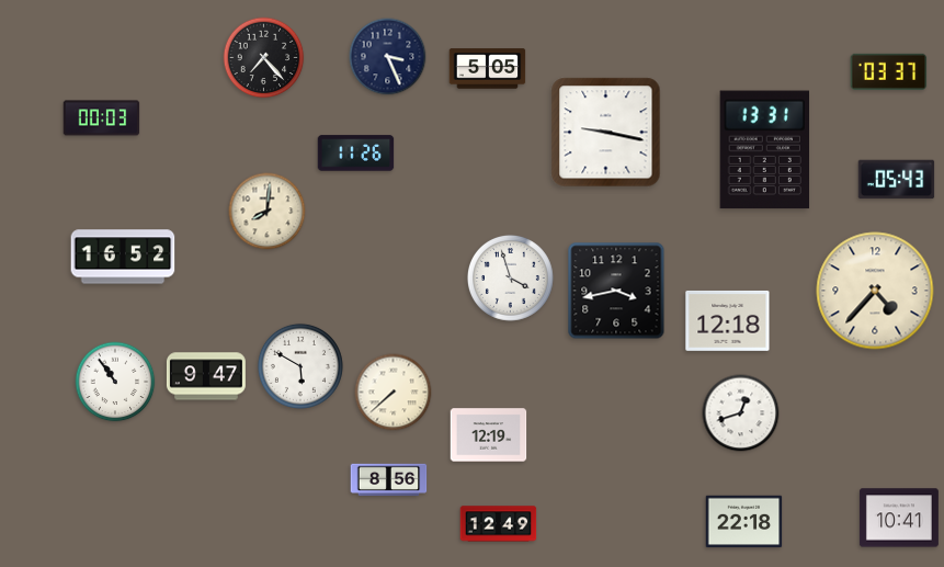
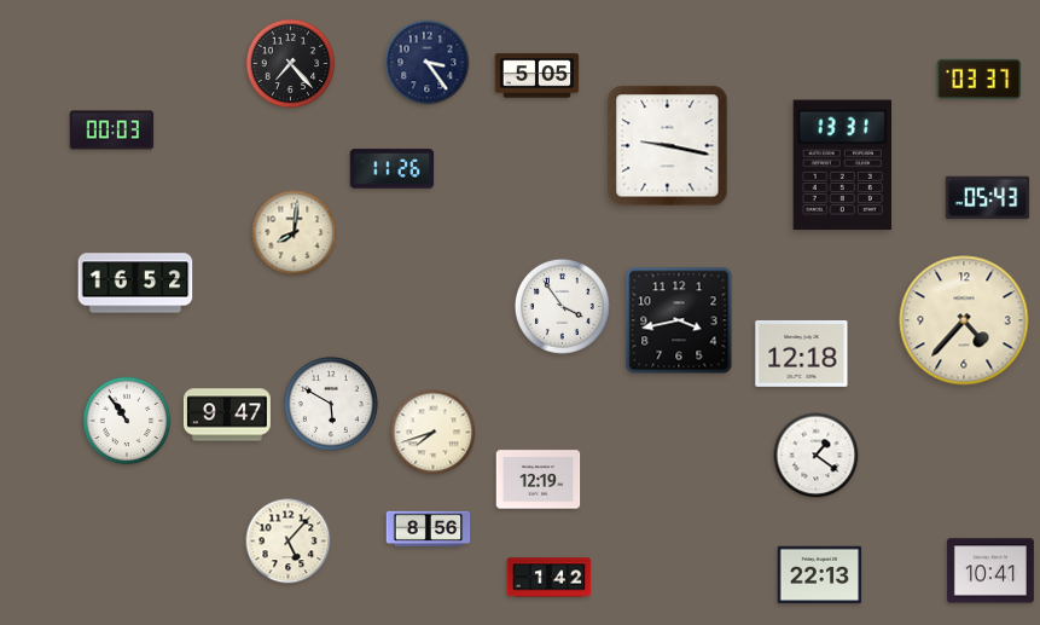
clock at (388, 57): 3:26 -> 3:24
clock at (510, 279): 3:57 -> 3:54
clock at (394, 393): 7:38 -> 7:42
clock at (741, 413): 12:42 -> 1:21
clock at (289, 542): none -> 5:07
clock at (744, 522): 22:18 -> 22:13
clock at (499, 524): 12:49 -> 1:42
